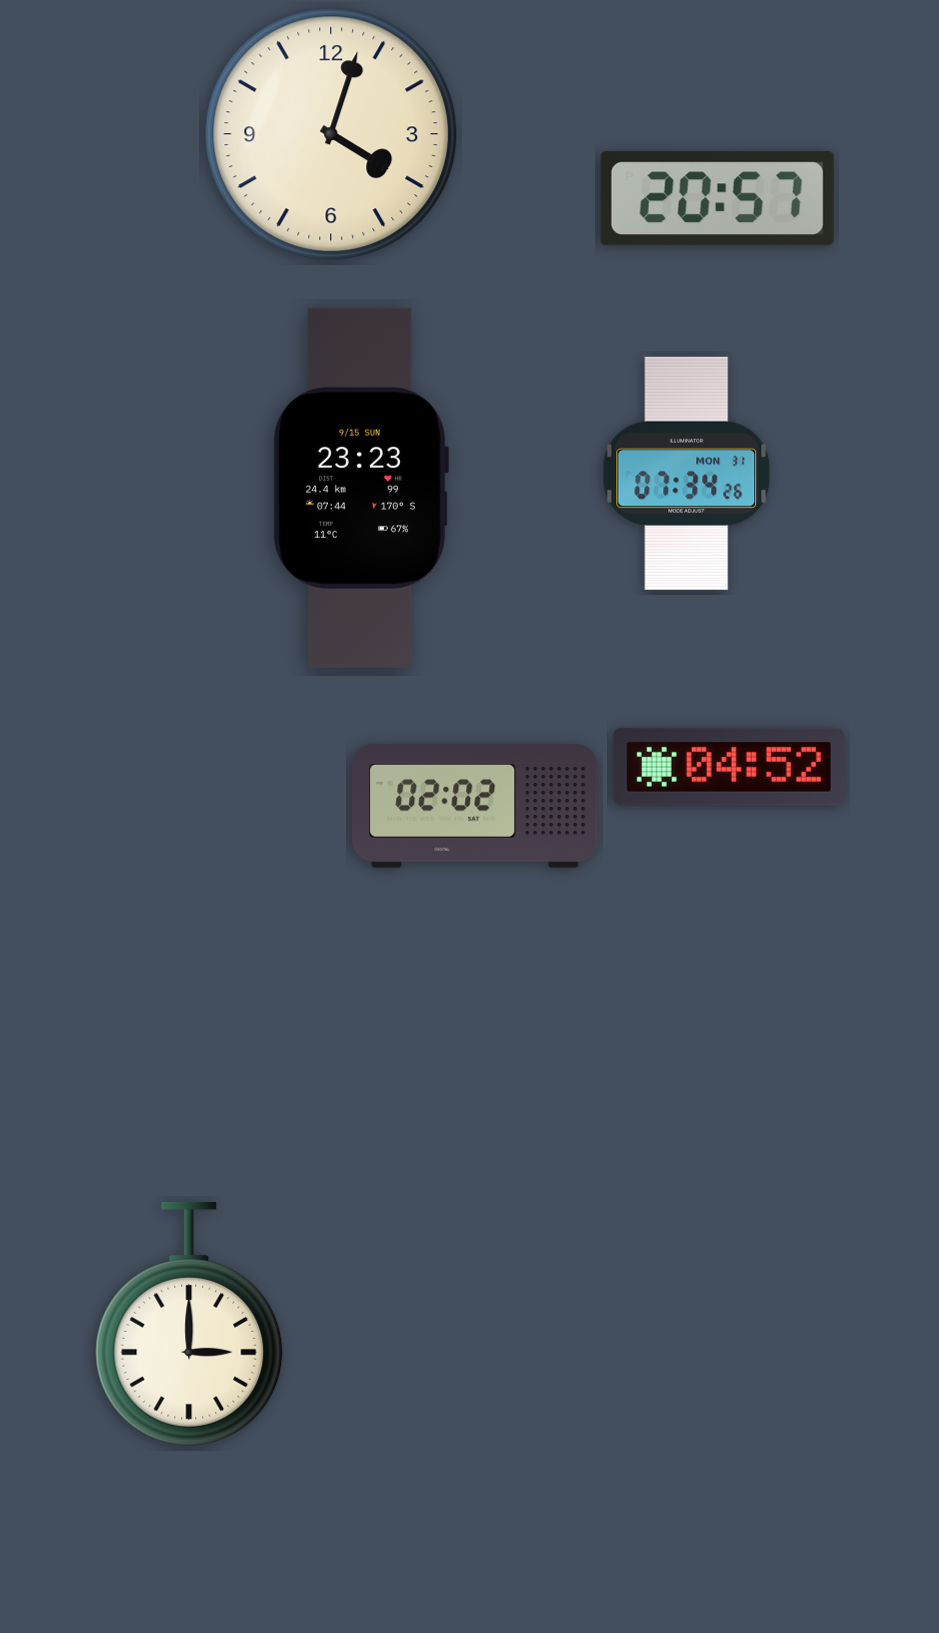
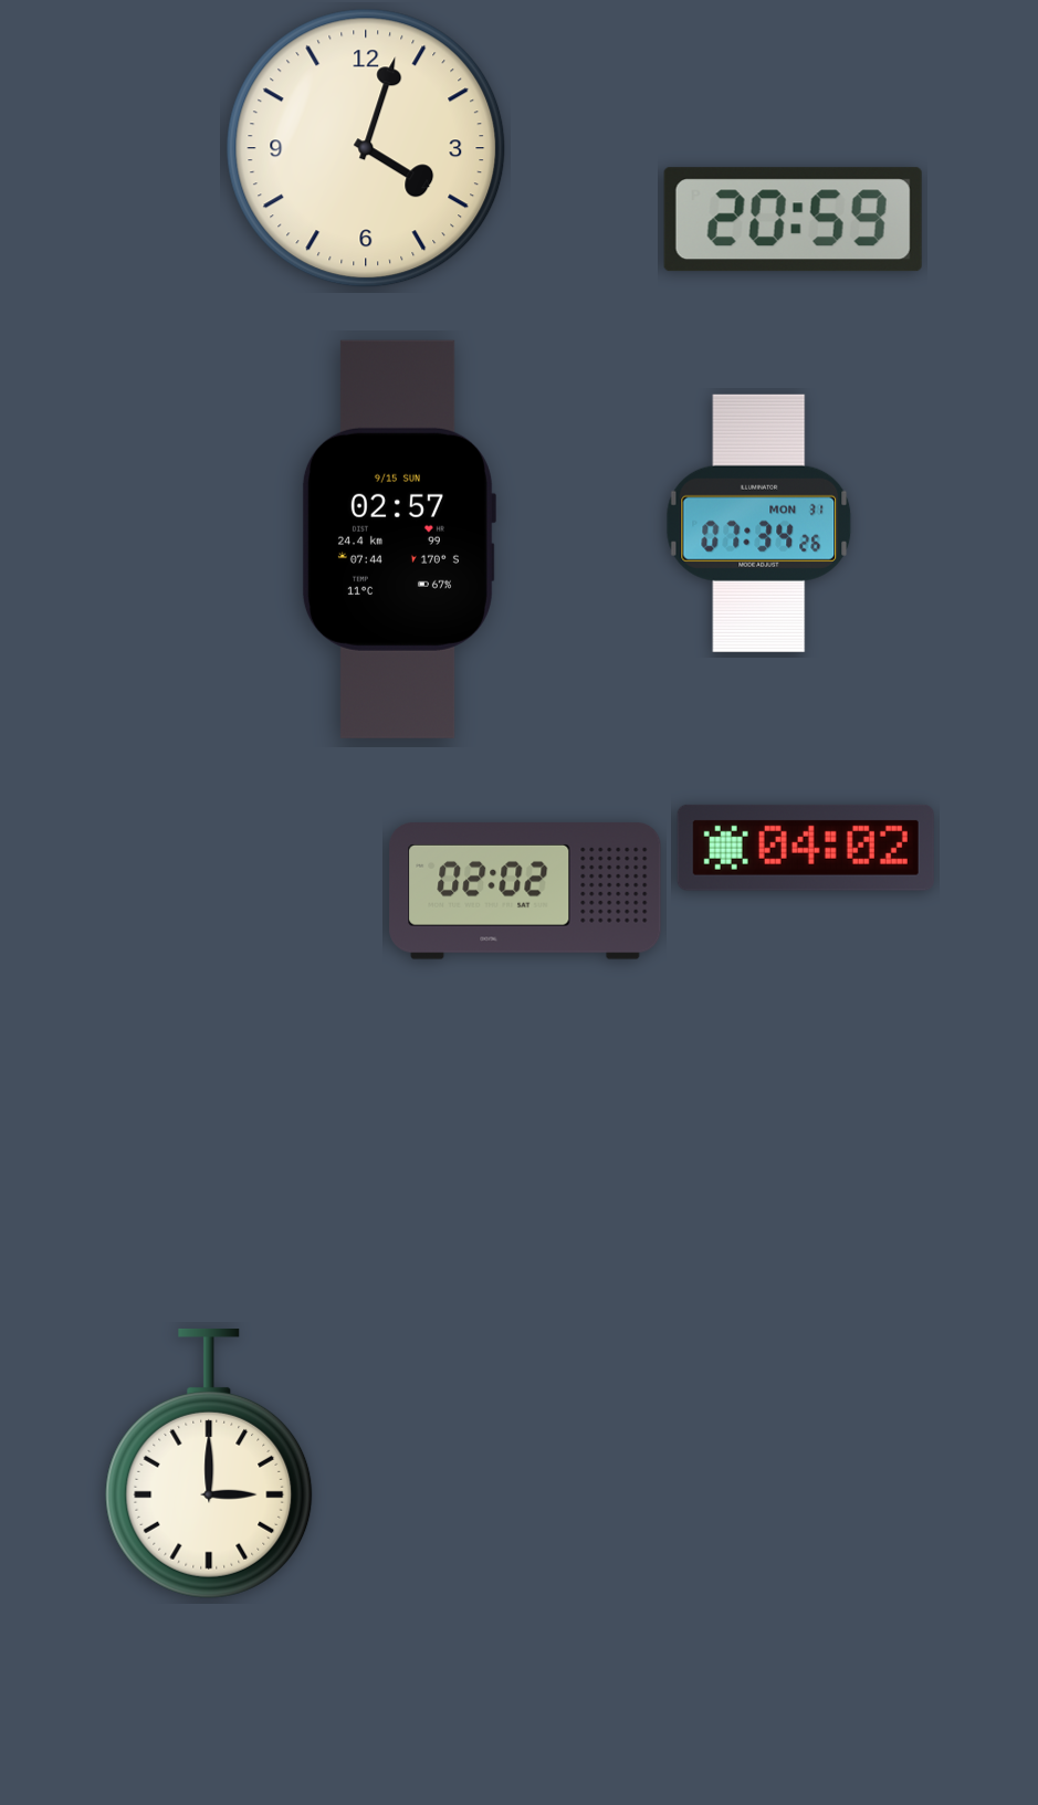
clock at (717, 199): 20:57 -> 20:59
clock at (360, 488): 23:23 -> 02:57
clock at (729, 767): 04:52 -> 04:02
